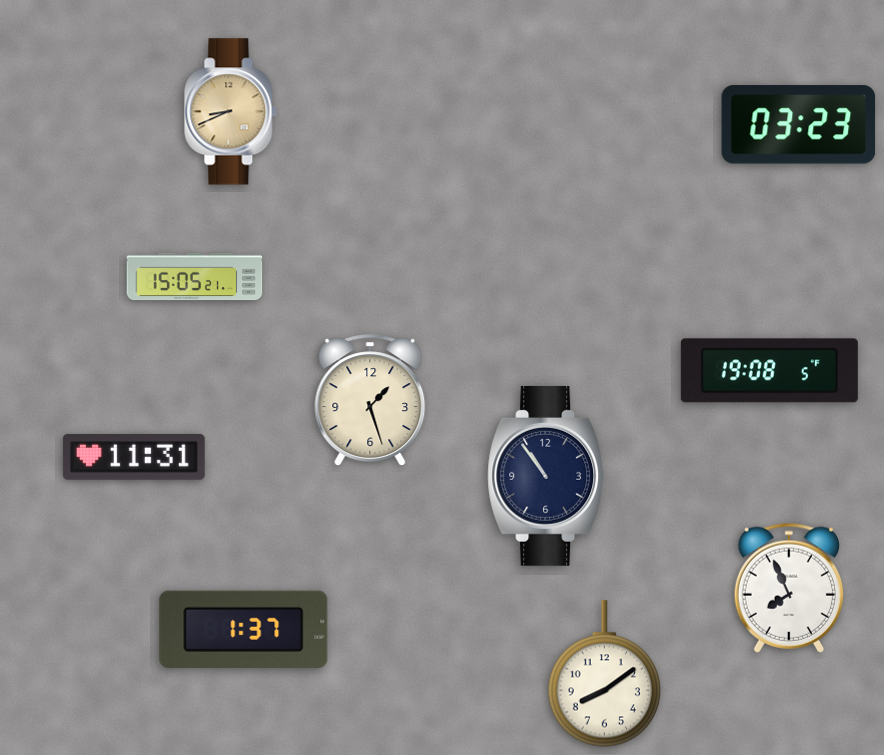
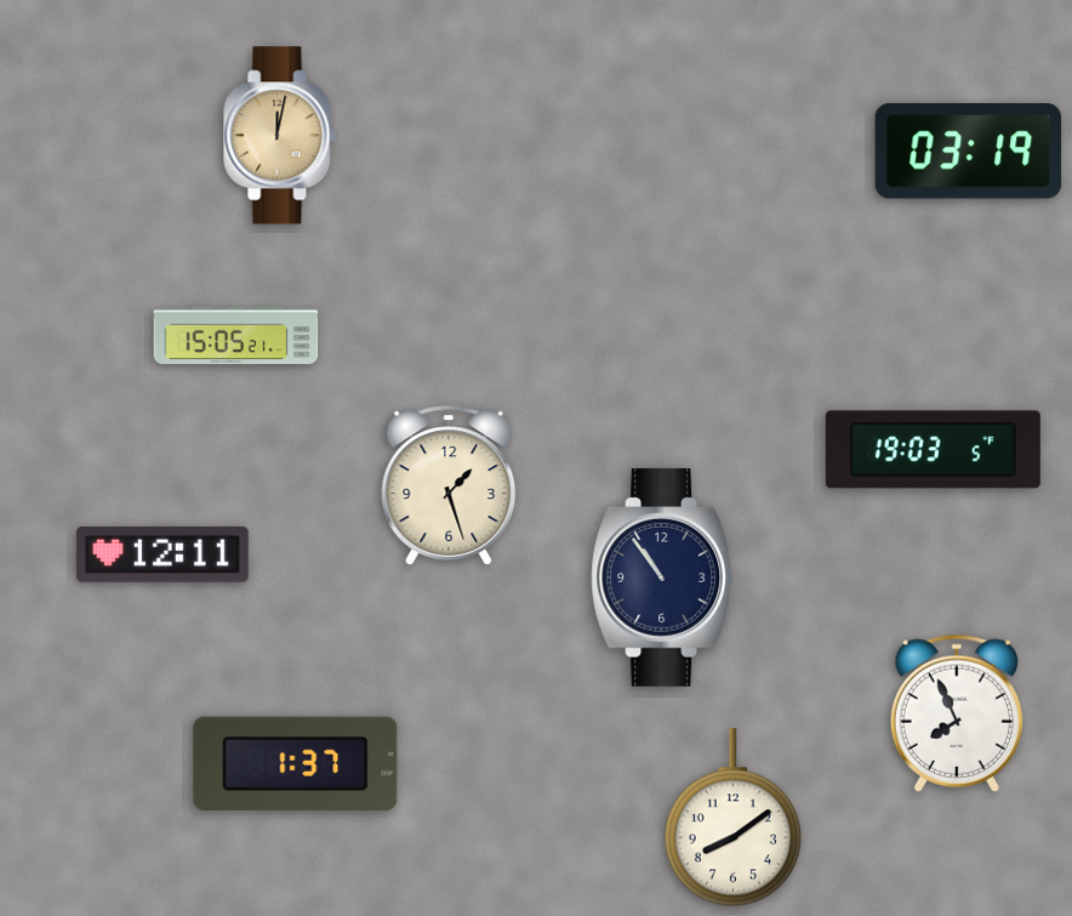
clock at (231, 112): 8:41 -> 12:02
clock at (799, 125): 03:23 -> 03:19
clock at (769, 371): 19:08 -> 19:03
clock at (134, 457): 11:31 -> 12:11
